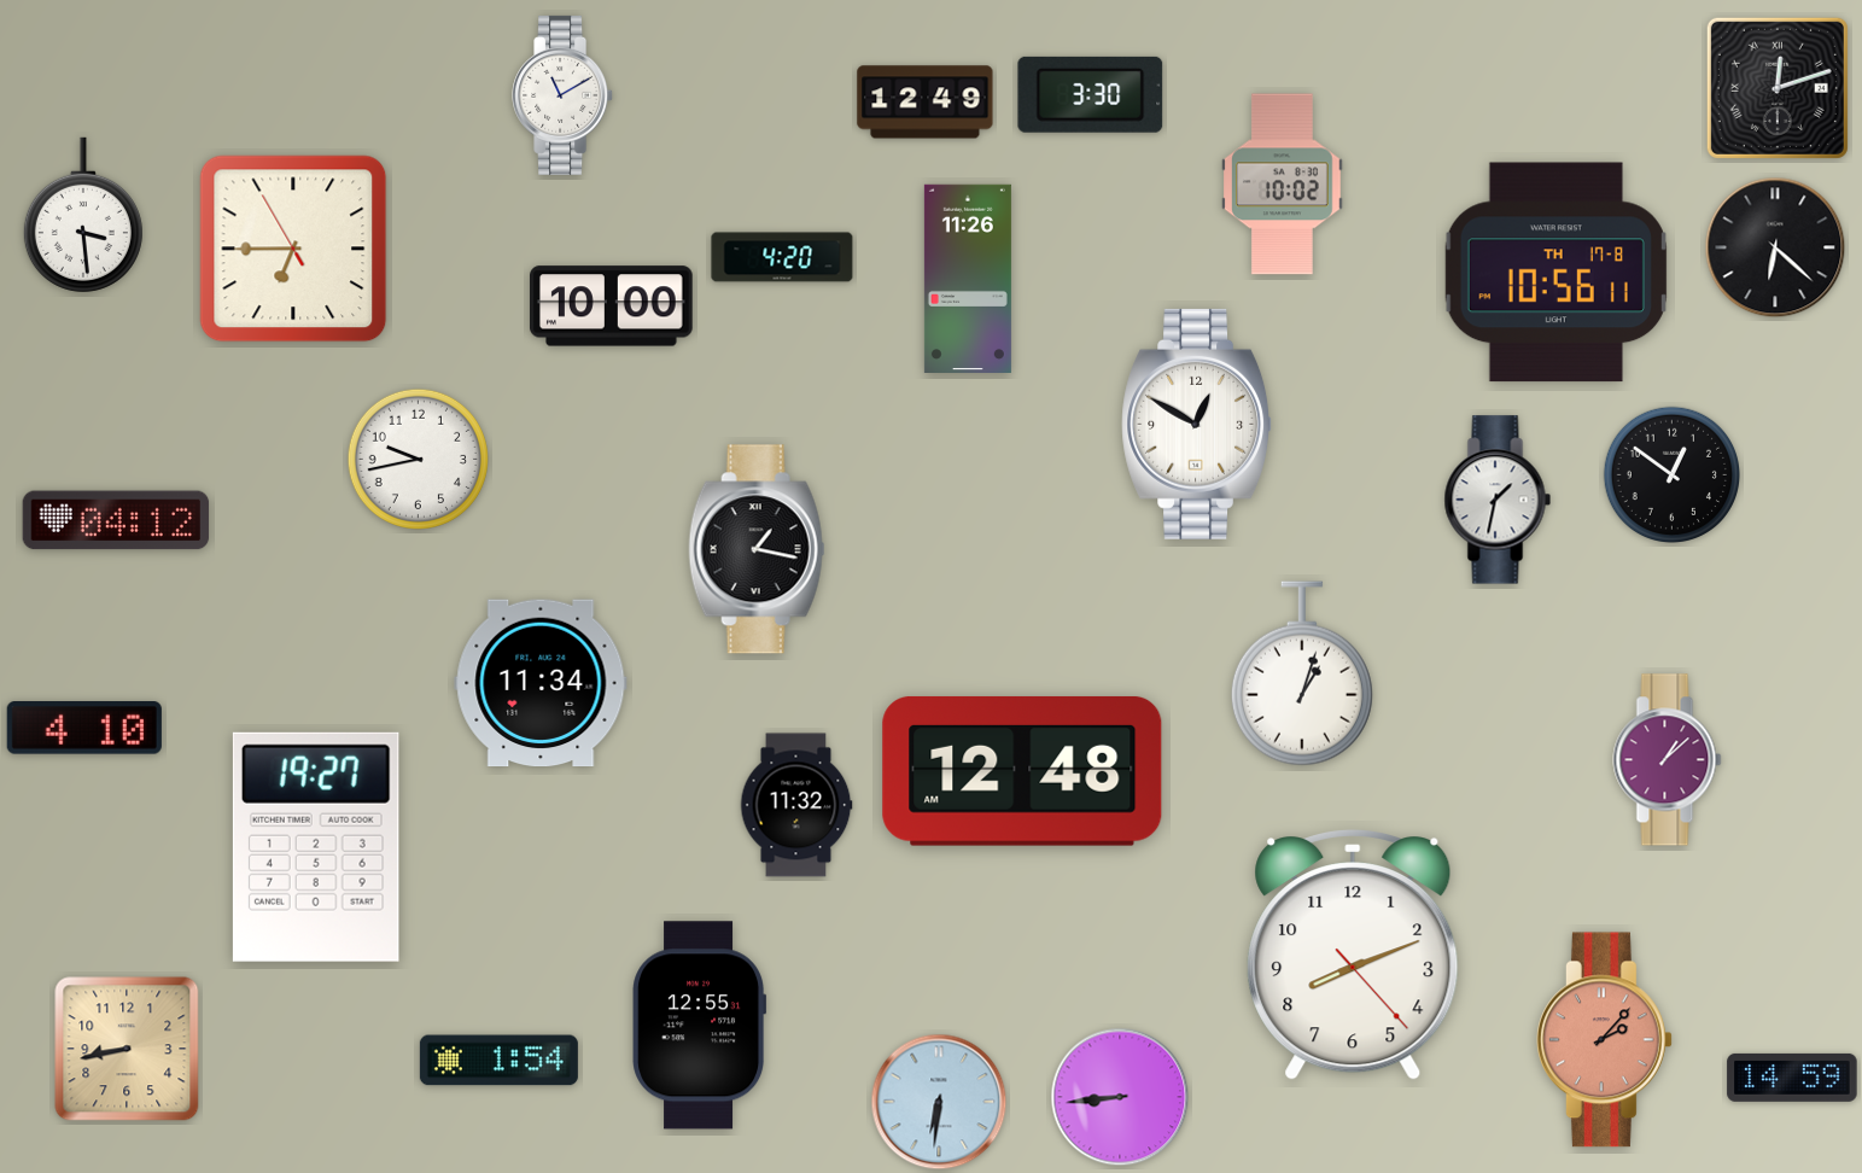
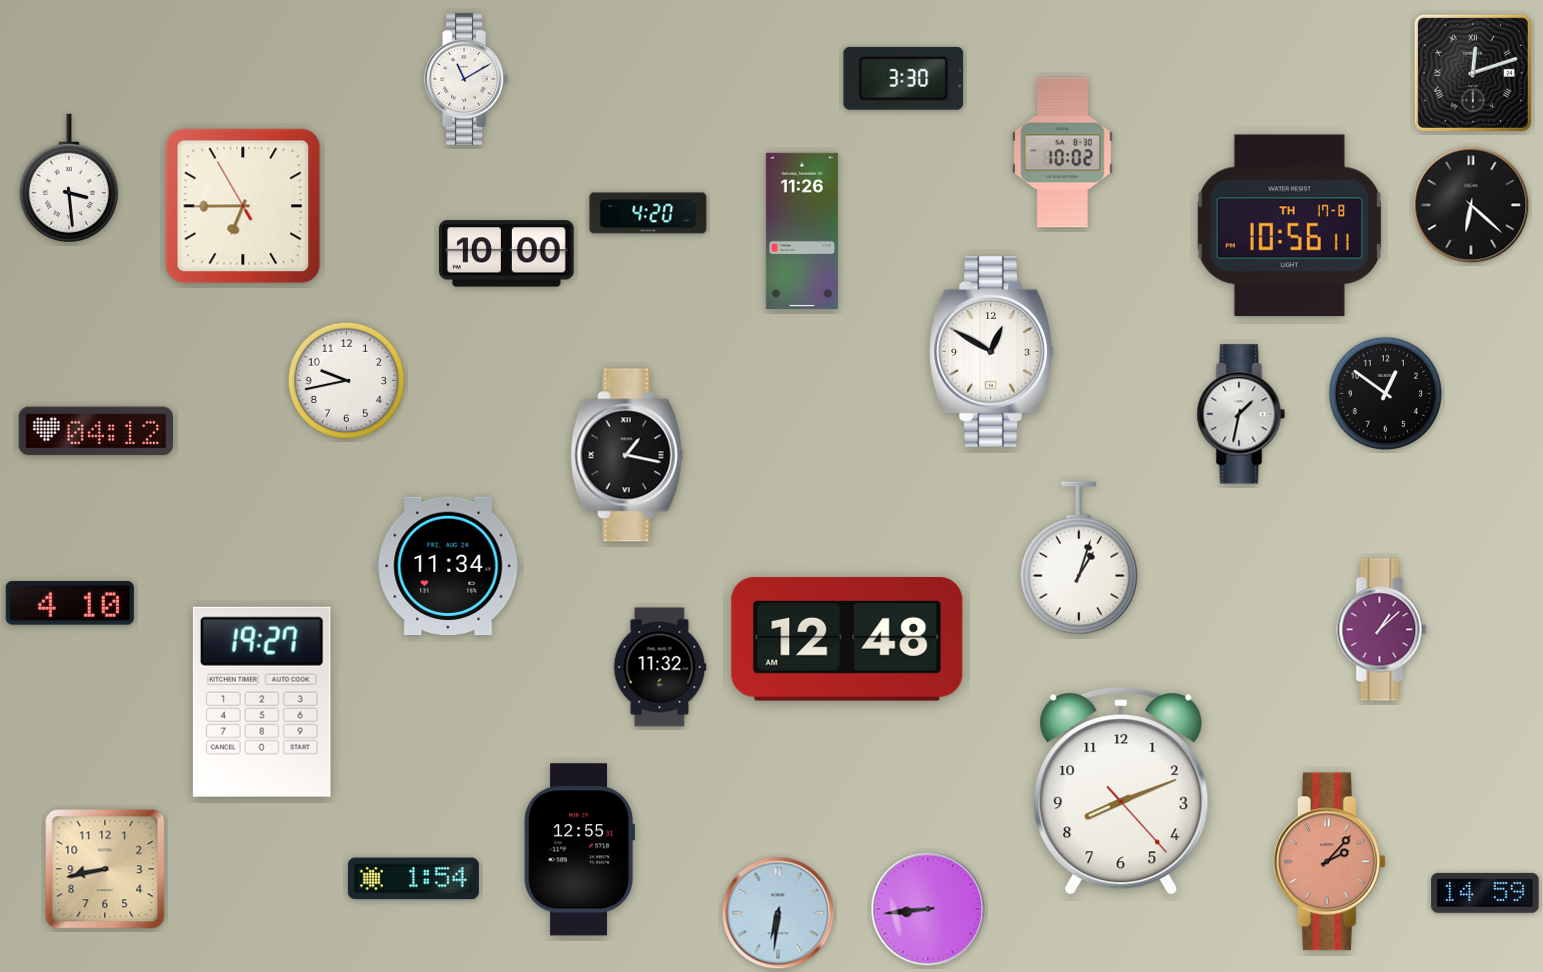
clock at (926, 103): 12:49 -> none
